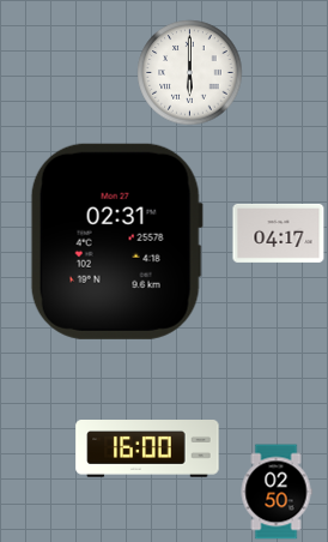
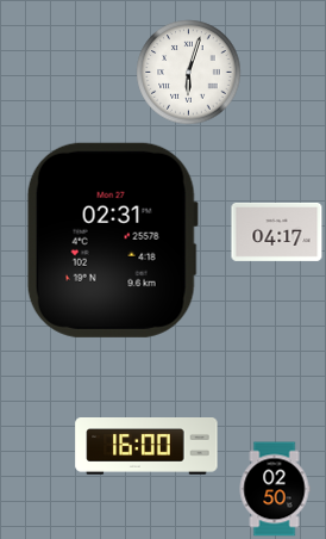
clock at (190, 73): 6:00 -> 6:03
clock at (116, 241) position: (116, 241) -> (112, 240)
